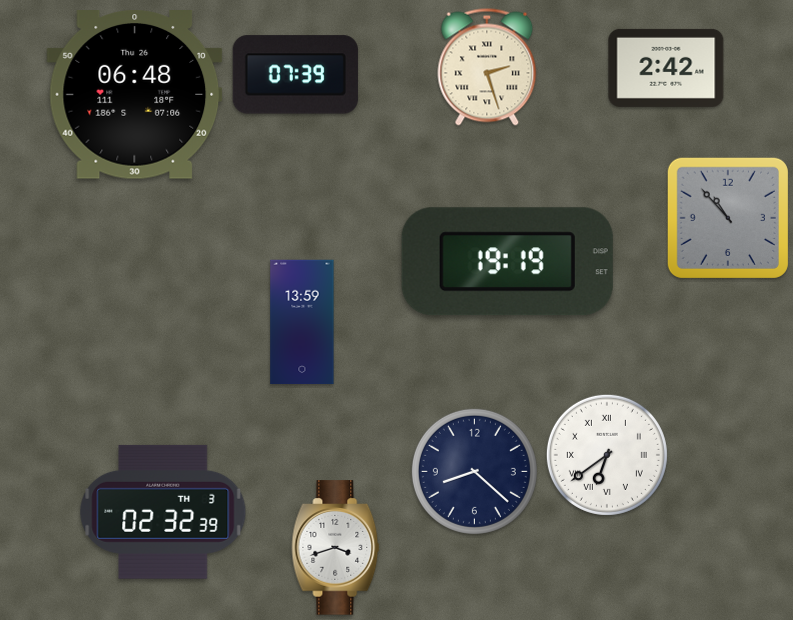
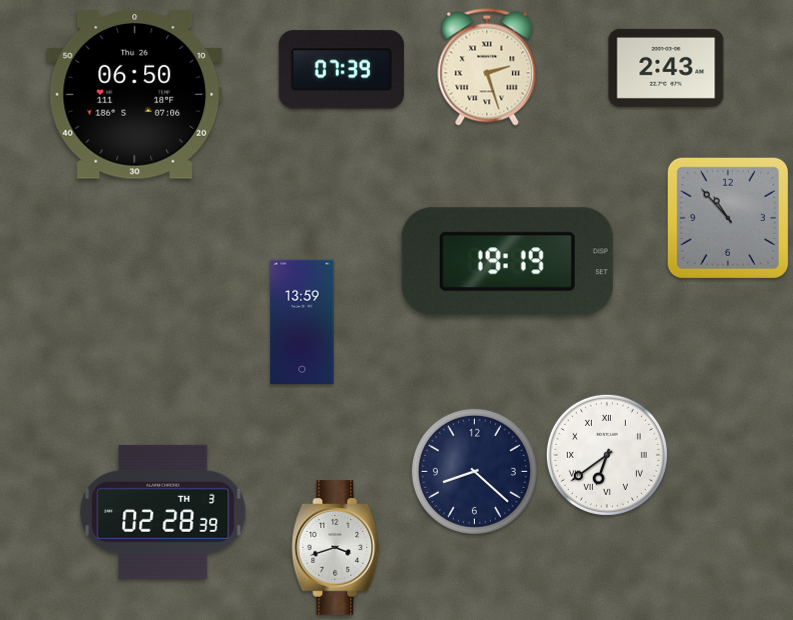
clock at (666, 68): 2:42 -> 2:43
clock at (295, 75) position: (295, 75) -> (341, 70)
clock at (135, 95): 06:48 -> 06:50
clock at (163, 512): 02:32 -> 02:28
